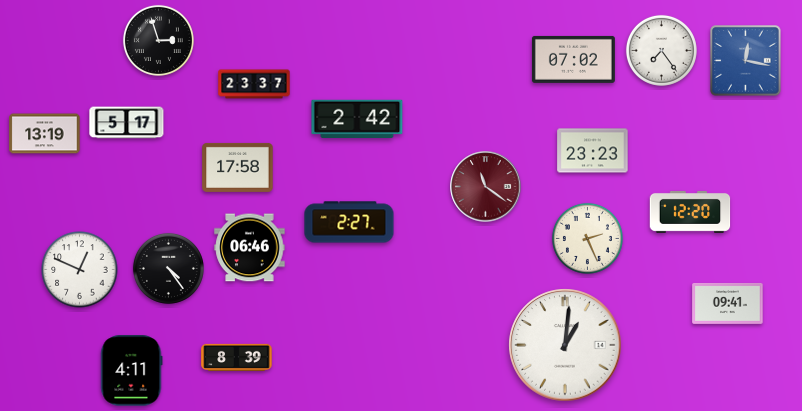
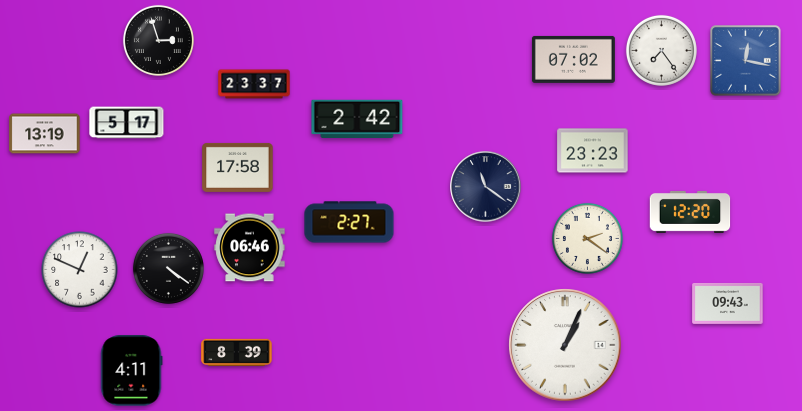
clock at (486, 187) dial: burgundy -> navy
clock at (587, 238): 2:26 -> 2:21
clock at (168, 268): 4:24 -> 4:21
clock at (728, 303): 09:41 -> 09:43
clock at (565, 345): 1:01 -> 1:04
clock at (237, 357) position: (237, 357) -> (237, 352)
